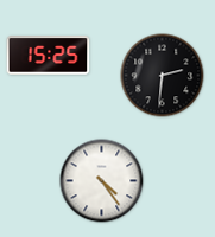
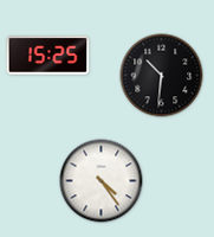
clock at (163, 76): 2:31 -> 10:31
